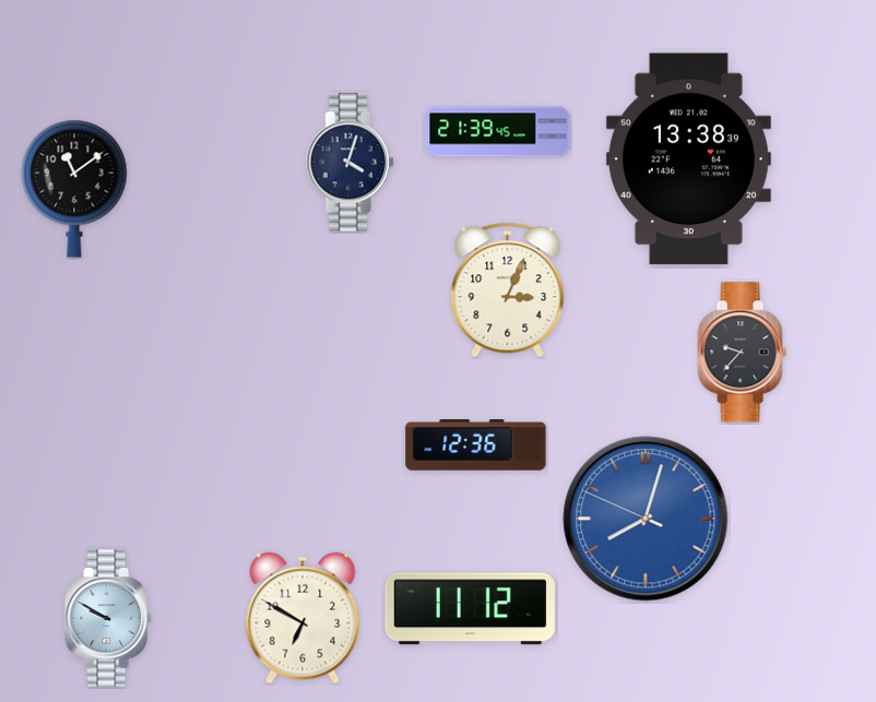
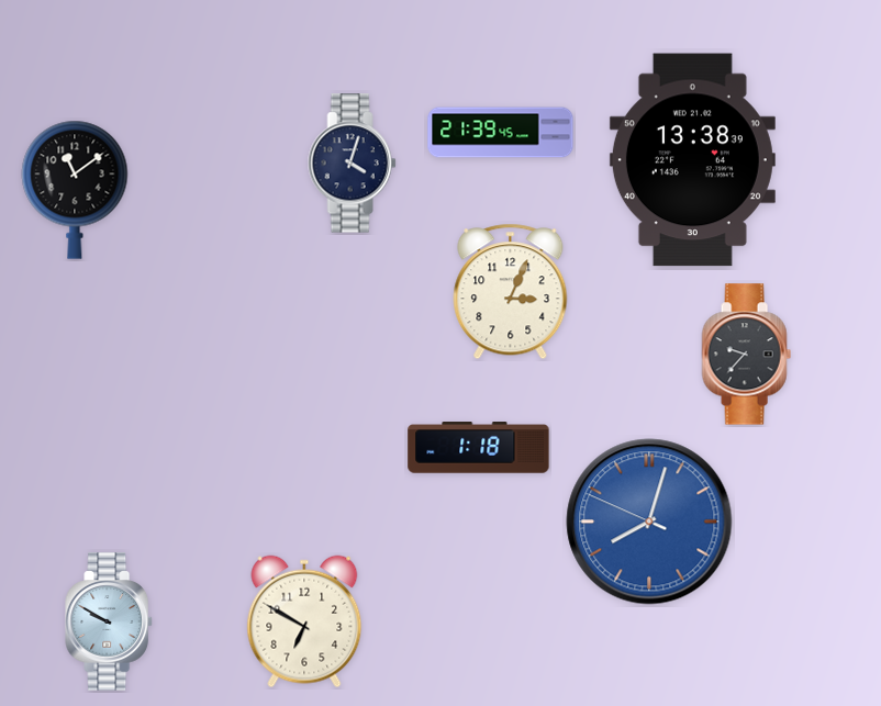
clock at (476, 445): 12:36 -> 1:18
clock at (470, 609): 11:12 -> none
